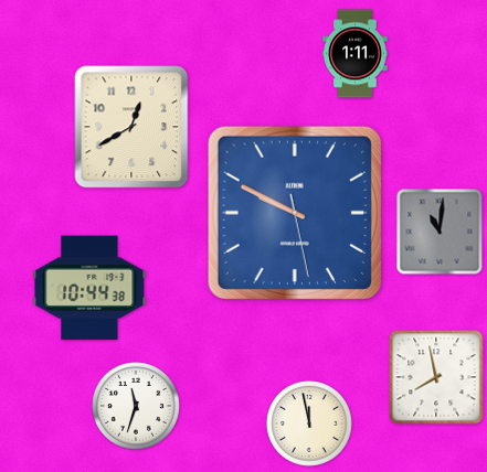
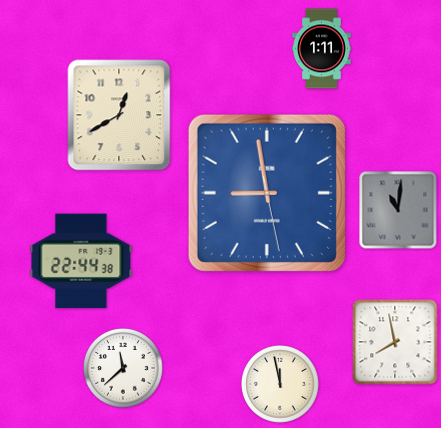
clock at (295, 213): 9:49 -> 8:58
clock at (89, 288): 10:44 -> 22:44
clock at (137, 407): 11:33 -> 11:38
